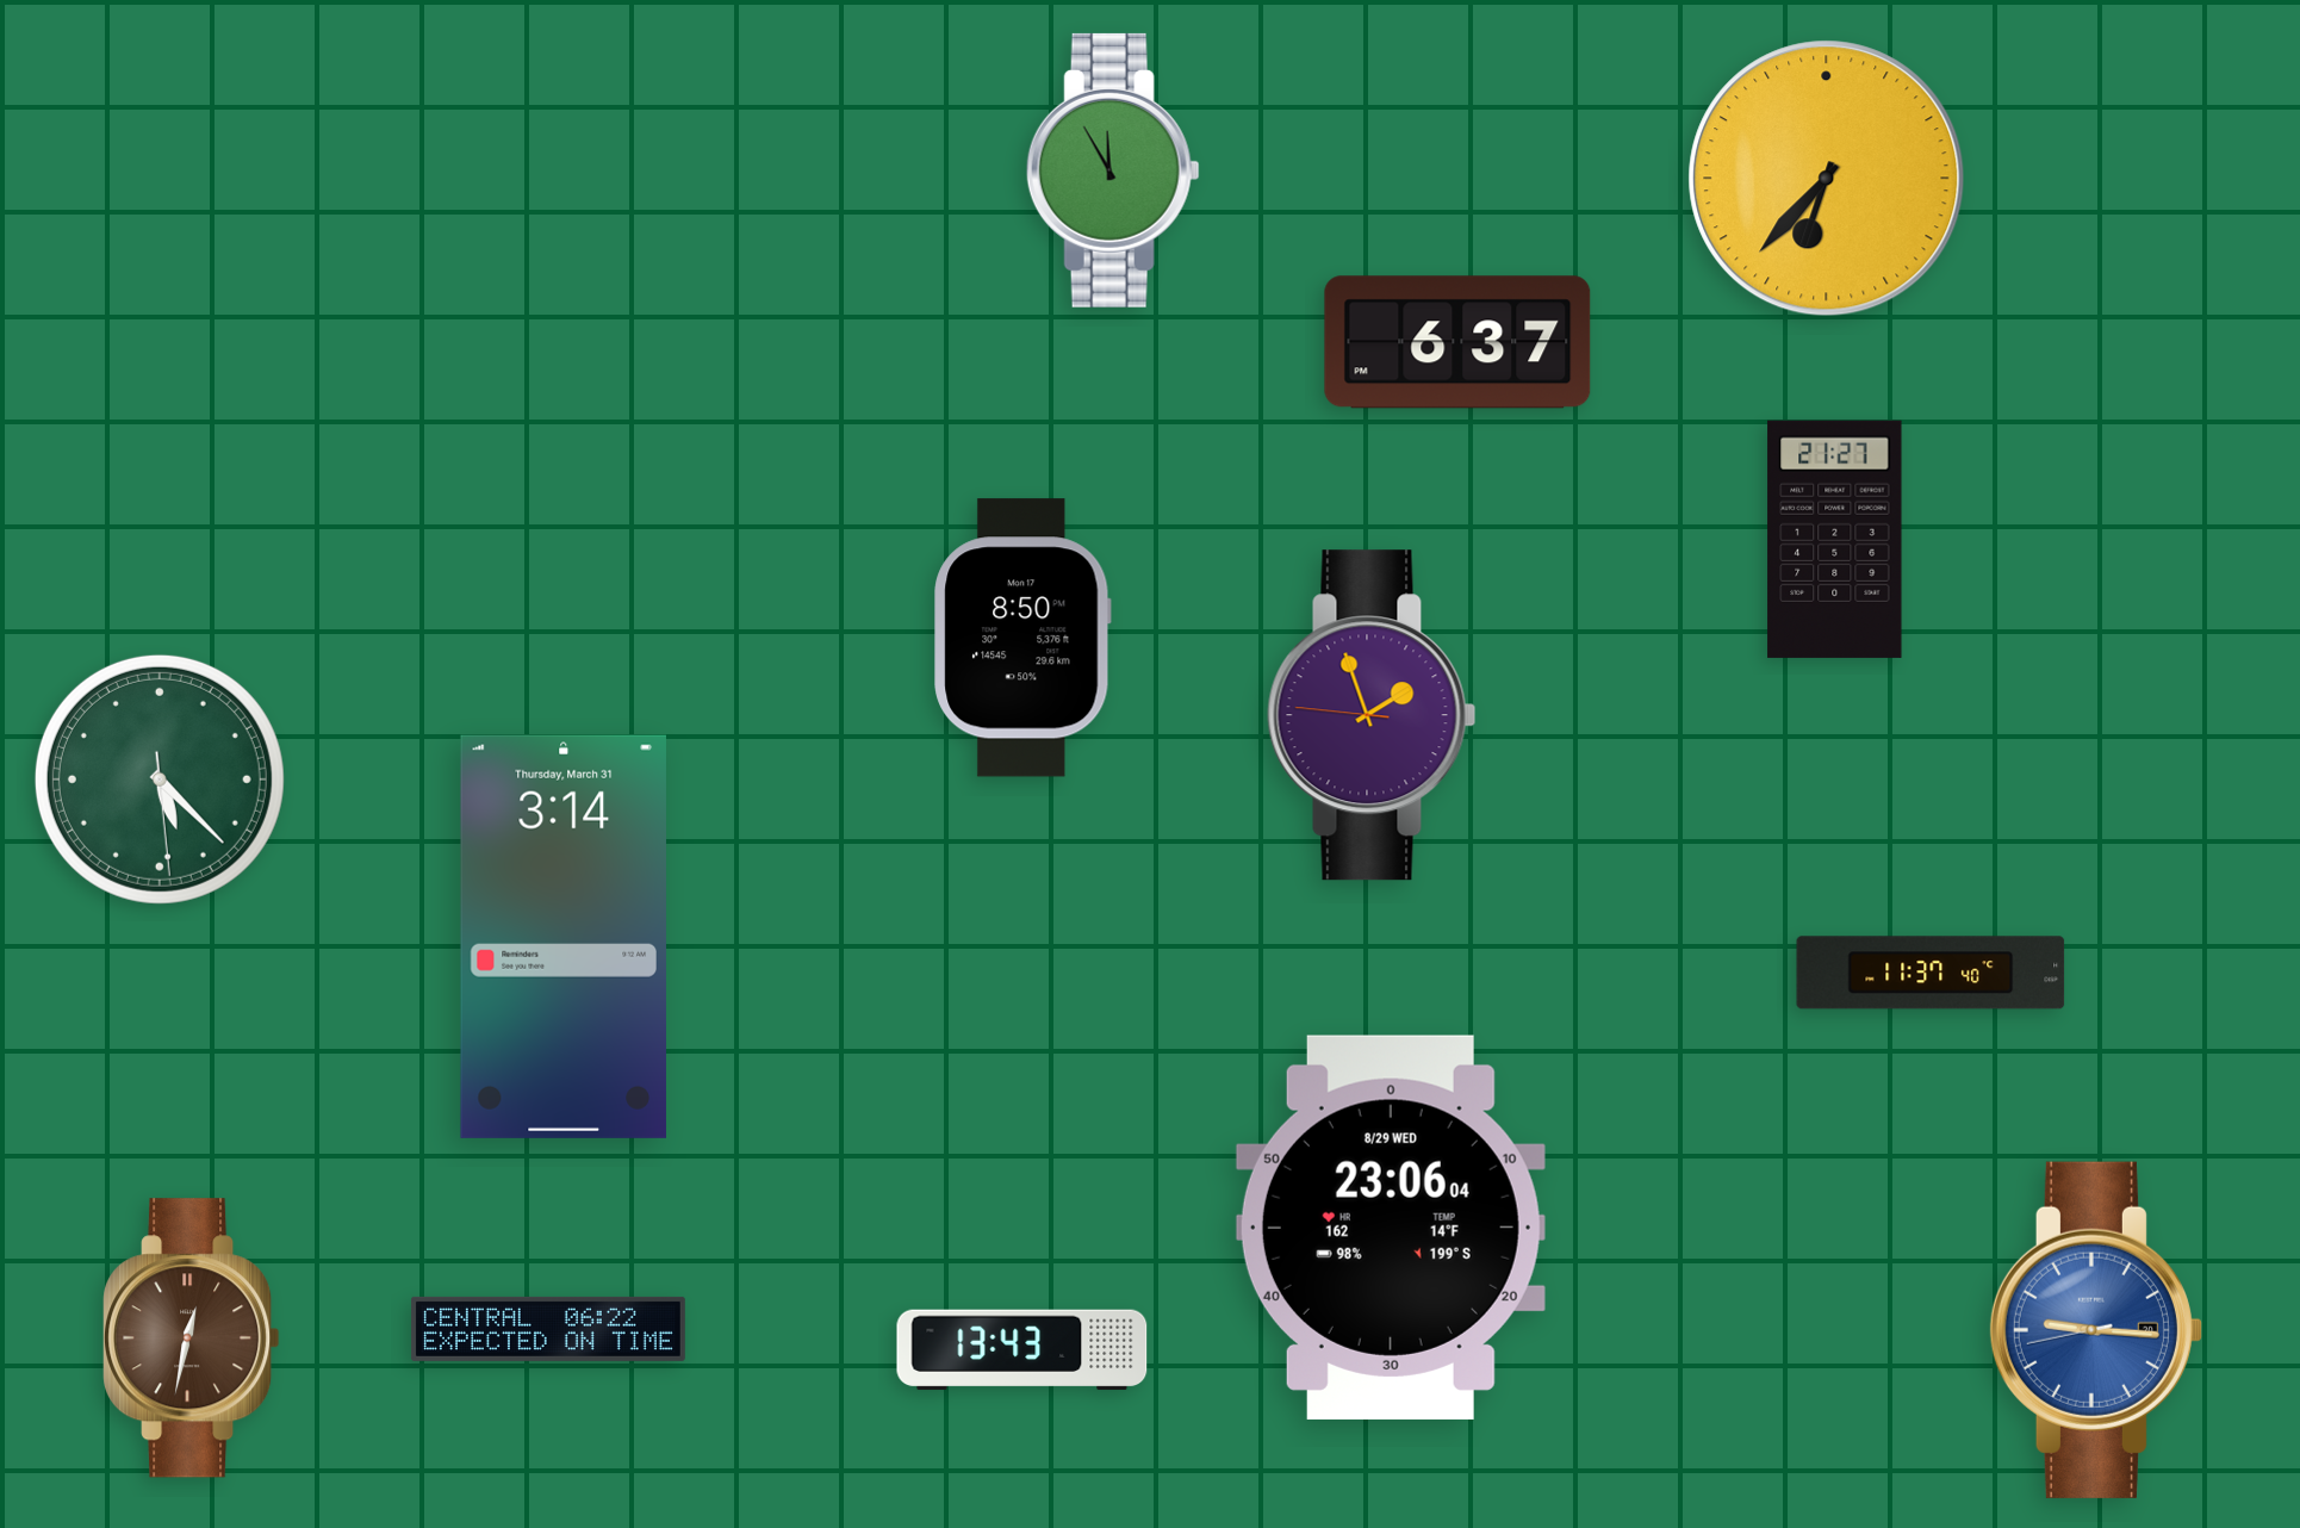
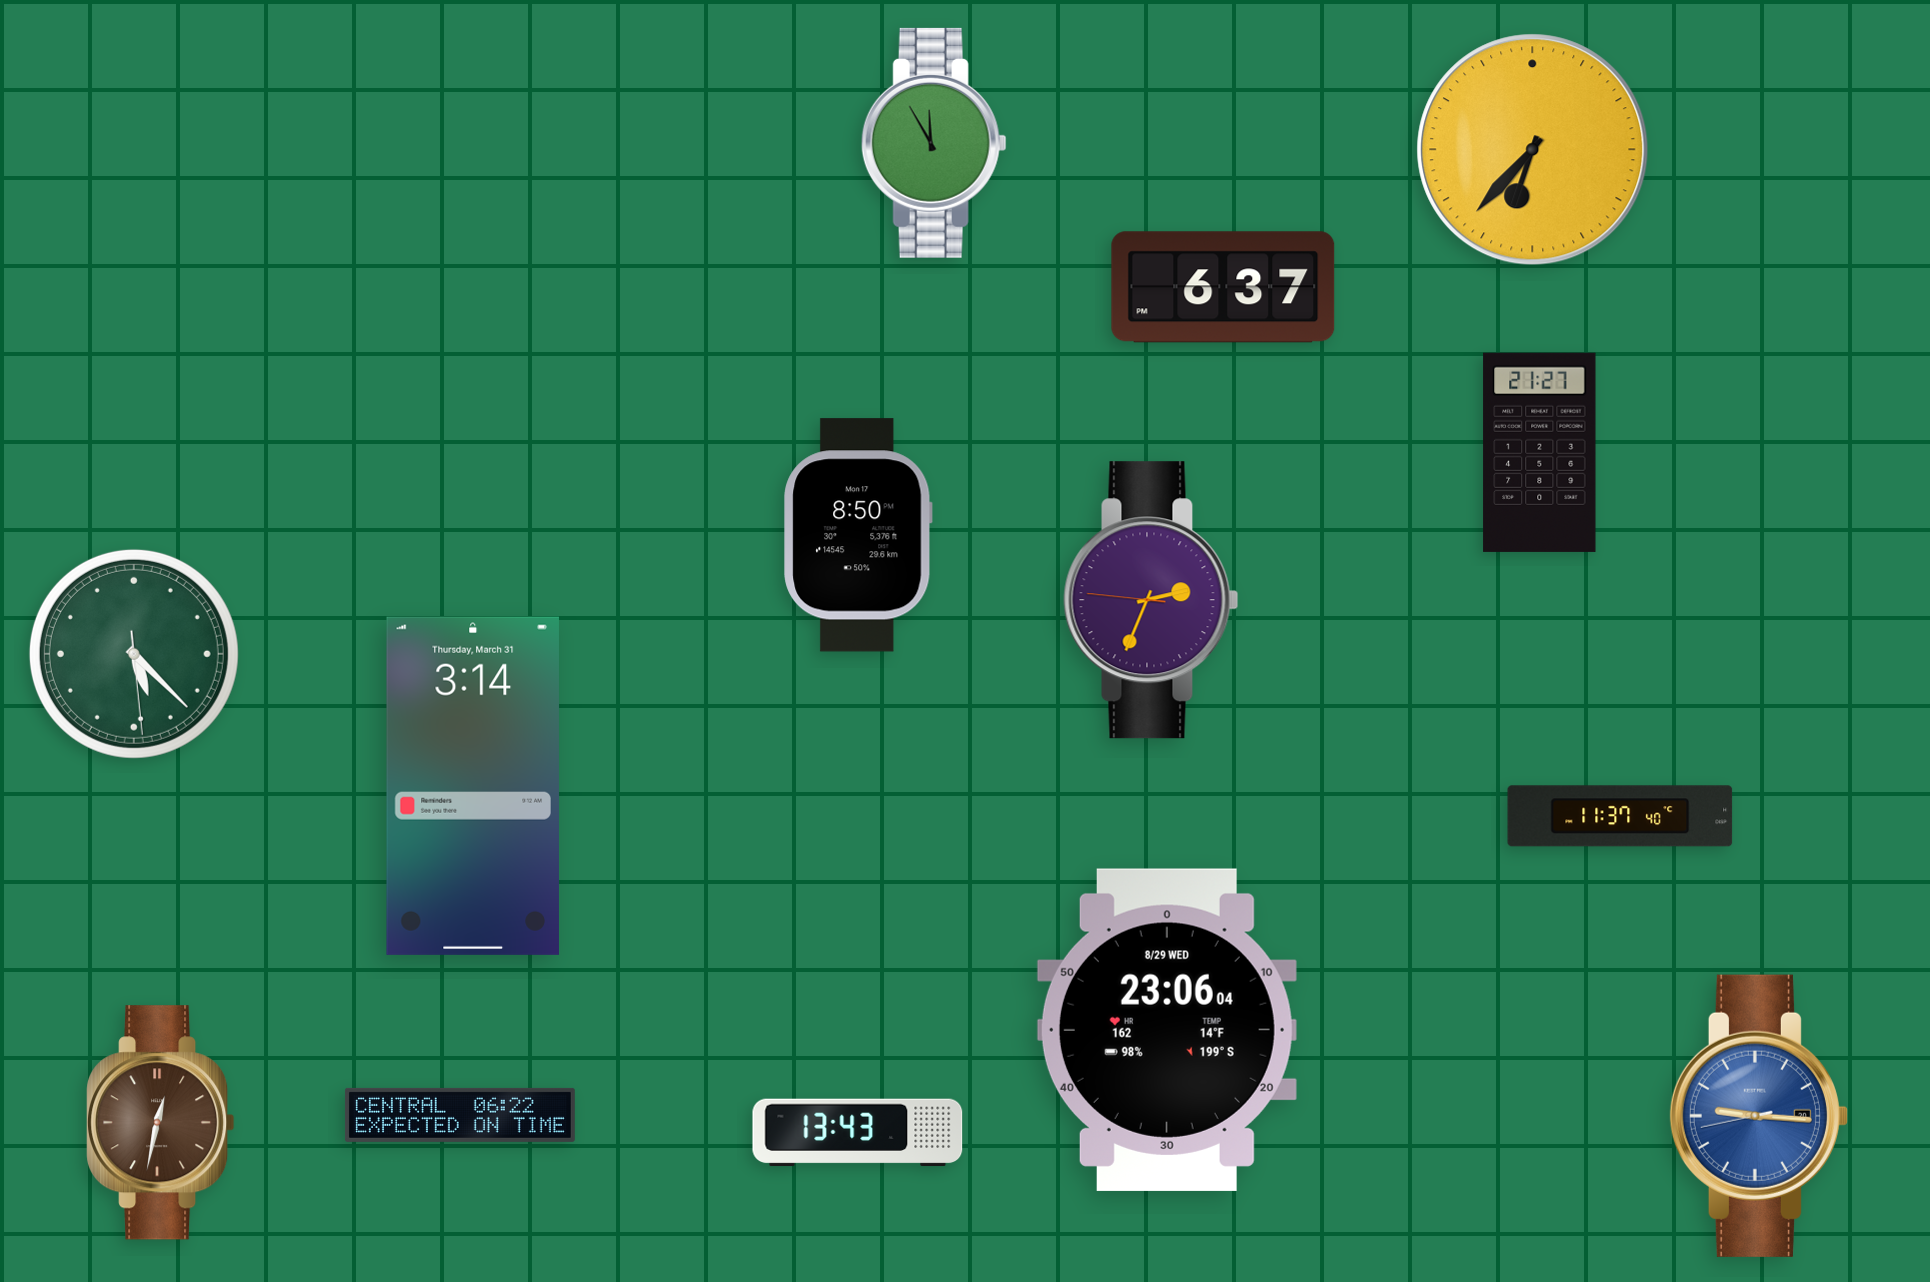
clock at (1372, 715): 1:56 -> 2:33
